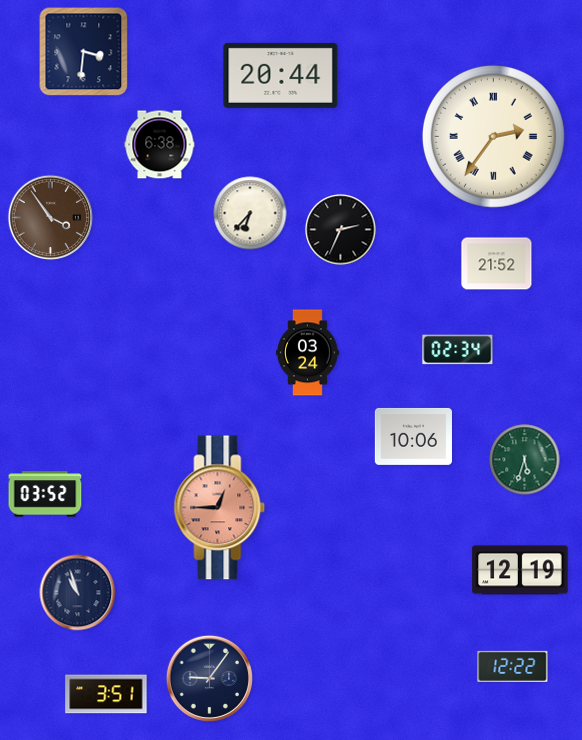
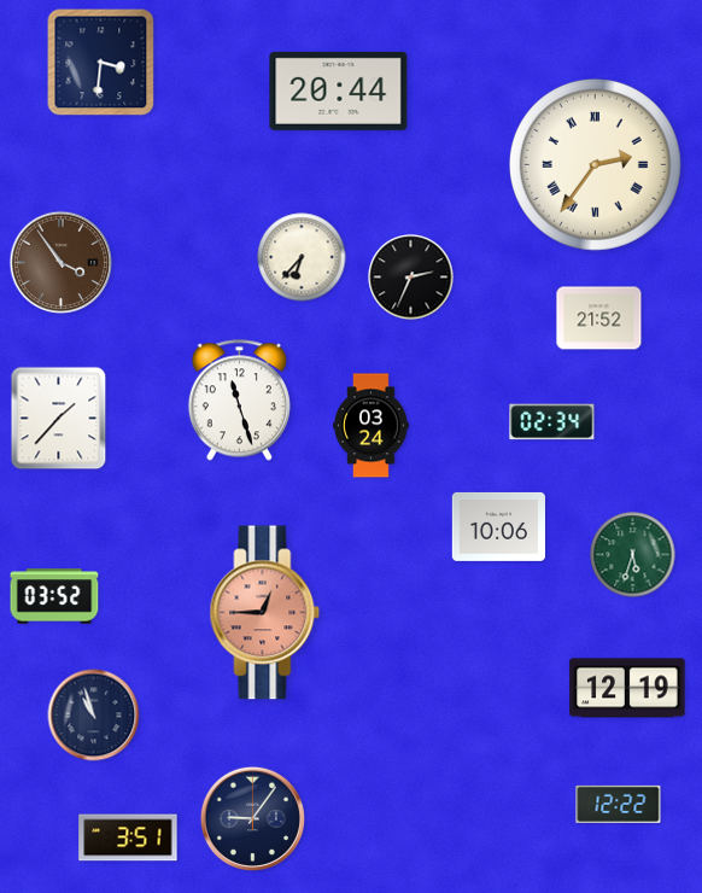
clock at (160, 145): 6:38 -> none
clock at (239, 401): none -> 11:27
clock at (59, 419): none -> 1:37
